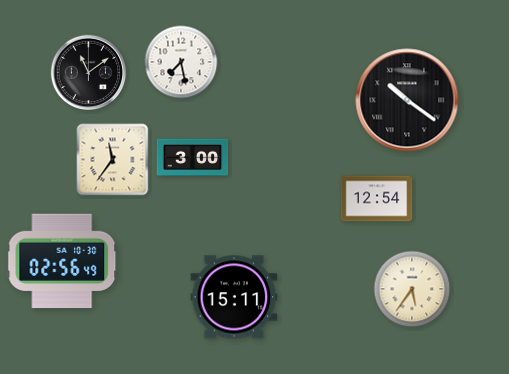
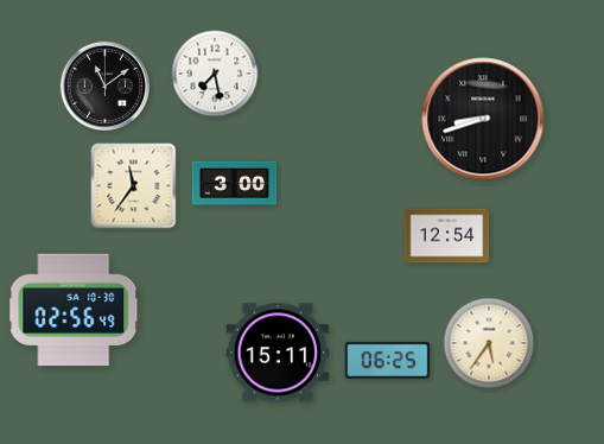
clock at (407, 100): 10:21 -> 8:42
clock at (193, 157) position: (193, 157) -> (235, 183)
clock at (113, 160) position: (113, 160) -> (134, 186)
clock at (388, 360): none -> 06:25
